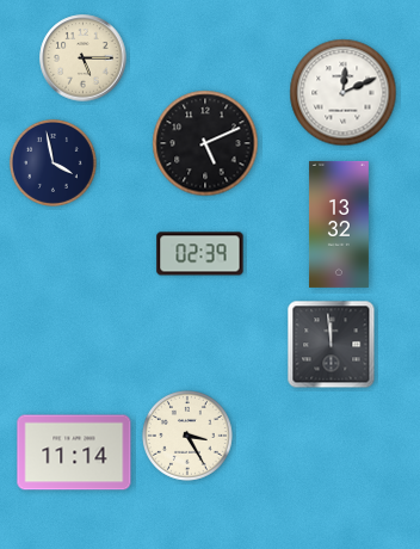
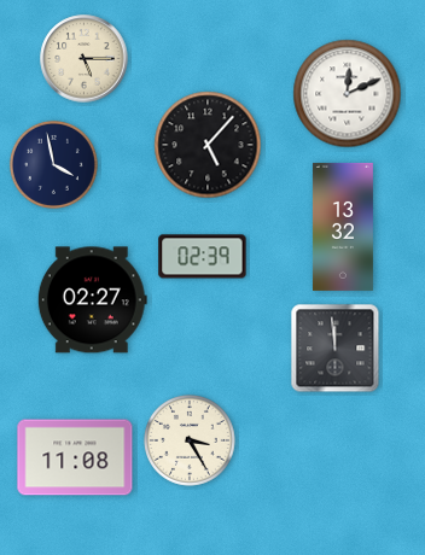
clock at (205, 143): 5:11 -> 5:07
clock at (92, 300): none -> 02:27
clock at (74, 452): 11:14 -> 11:08
